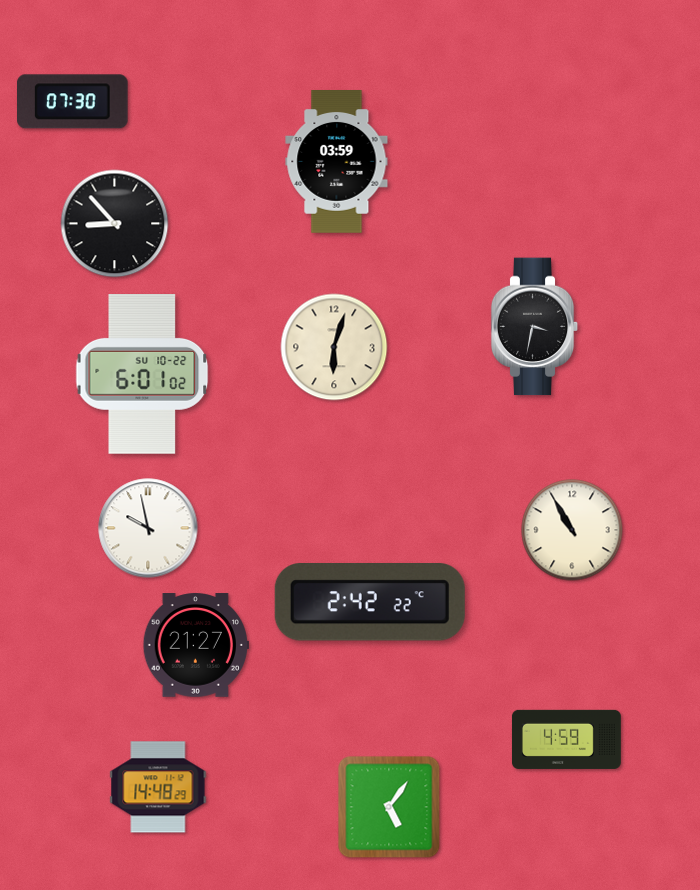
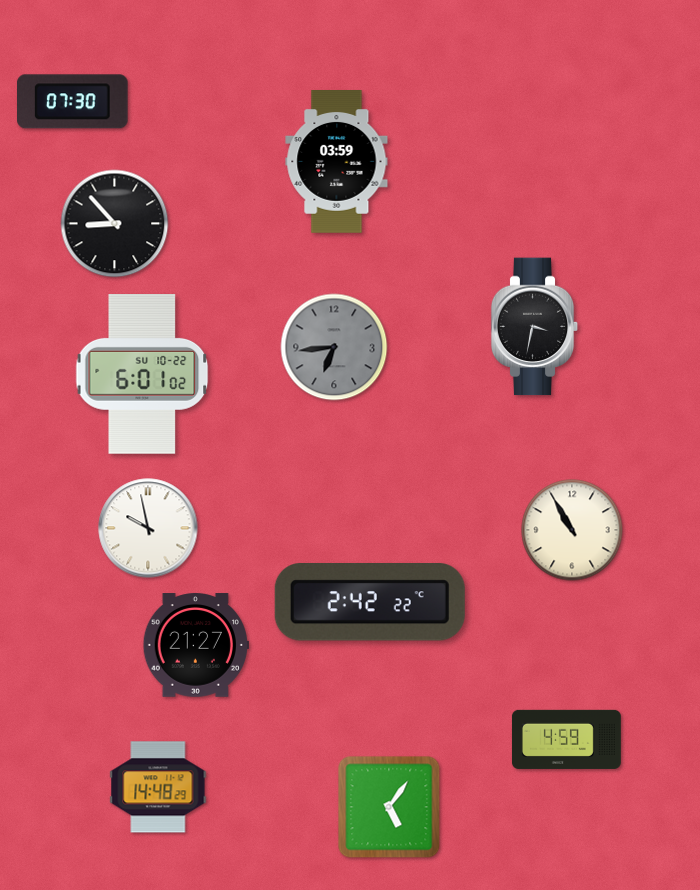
clock at (334, 347): 6:03 -> 6:44
clock at (334, 347) dial: cream -> grey
